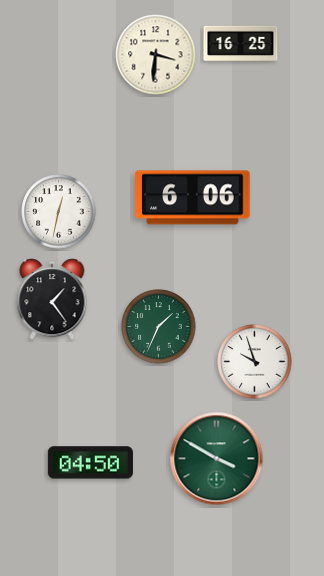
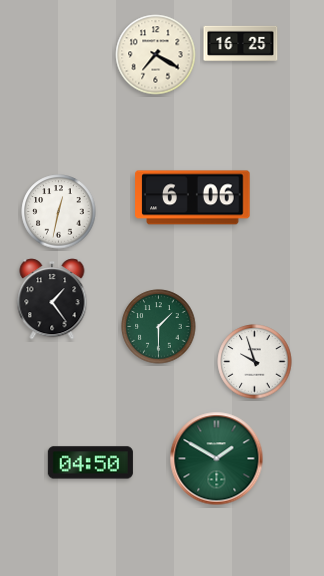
clock at (156, 55): 3:31 -> 7:20
clock at (159, 327): 1:34 -> 1:30
clock at (217, 459): 3:50 -> 1:50
